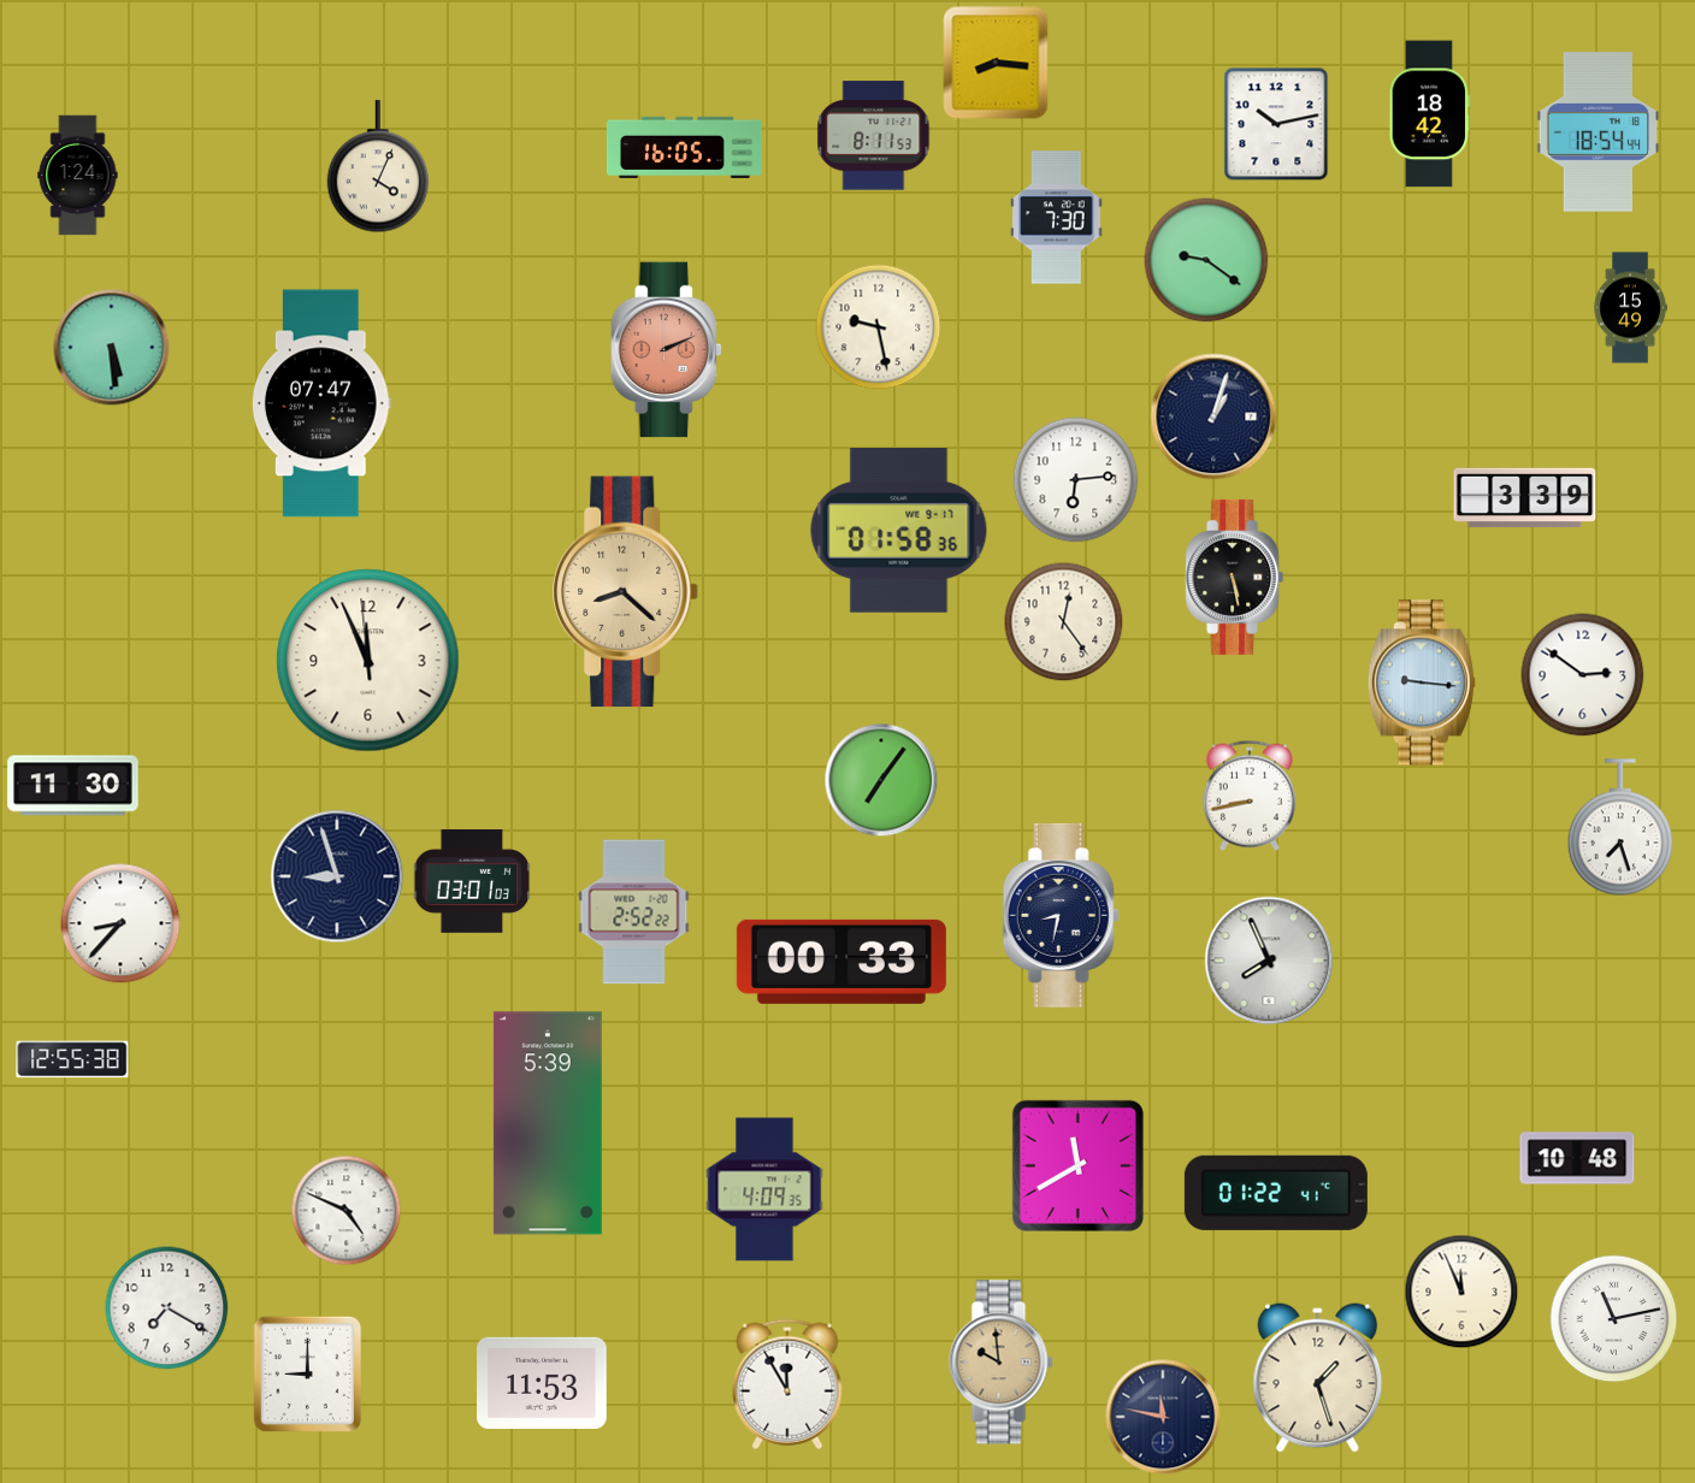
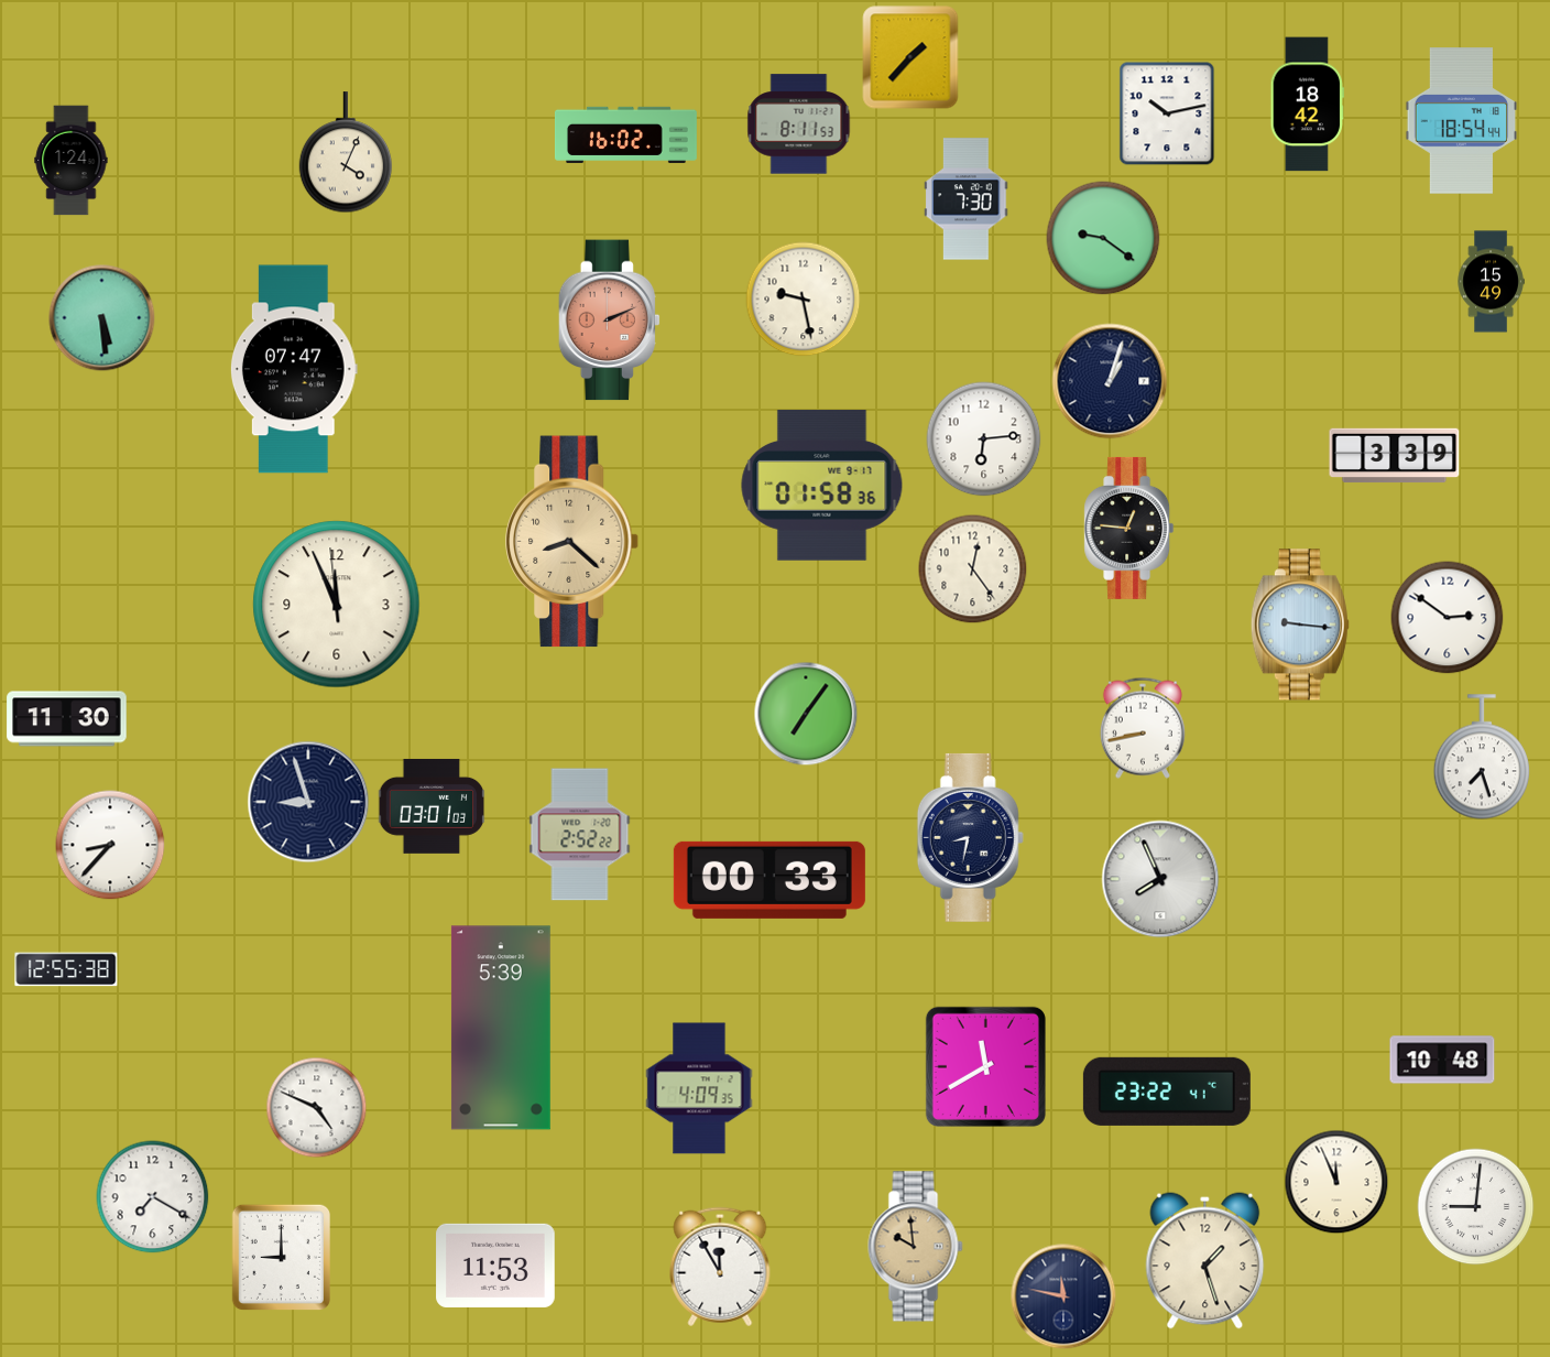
clock at (996, 63): 8:16 -> 1:37
clock at (684, 147): 16:05 -> 16:02
clock at (1235, 577): 5:28 -> 12:46
clock at (1276, 1193): 01:22 -> 23:22
clock at (1614, 1319): 11:13 -> 9:01
